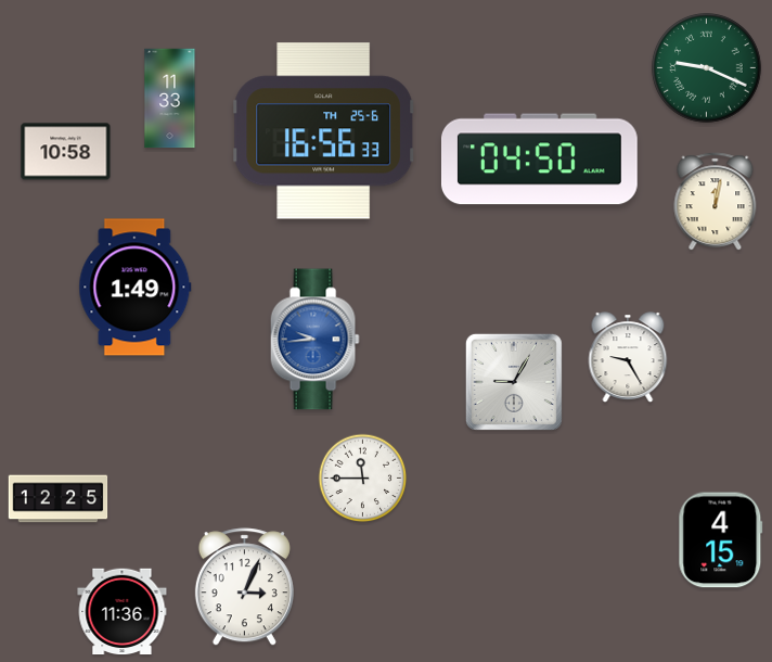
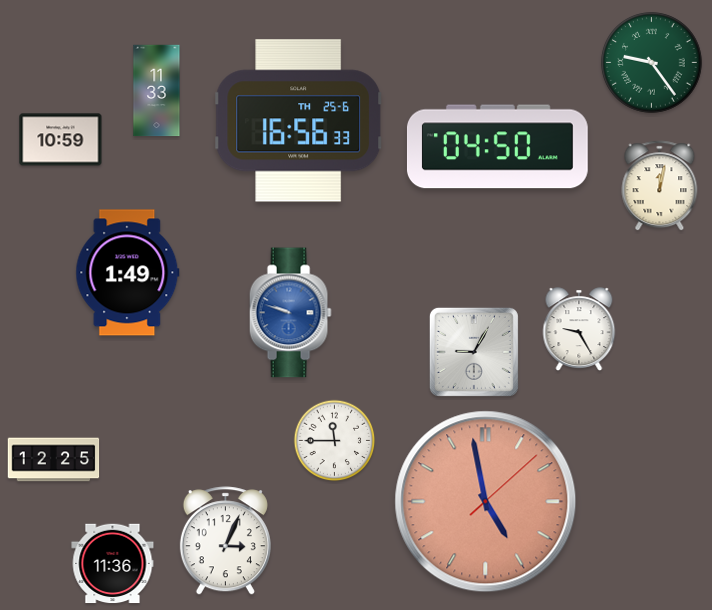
clock at (707, 68): 9:19 -> 9:24
clock at (66, 152): 10:58 -> 10:59
clock at (136, 288) position: (136, 288) -> (128, 273)
clock at (314, 340): 9:44 -> 9:48
clock at (721, 540): 4:15 -> none
clock at (486, 502): none -> 4:58
